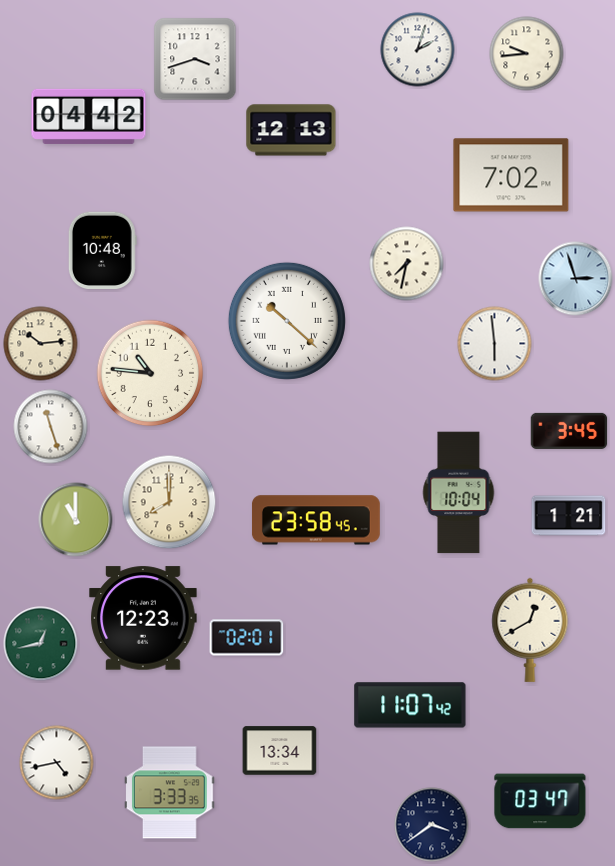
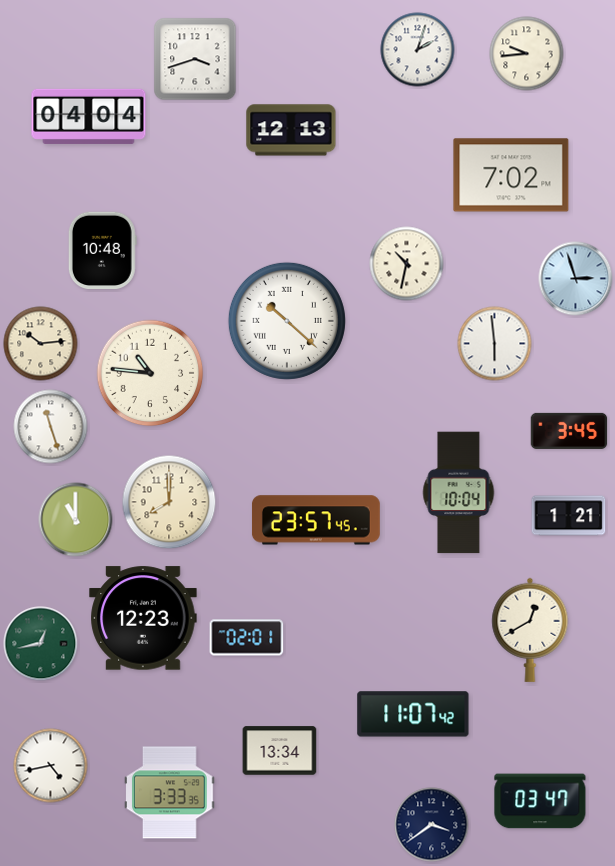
clock at (89, 116): 04:42 -> 04:04
clock at (407, 264): 7:32 -> 10:32
clock at (316, 520): 23:58 -> 23:57
clock at (410, 705) position: (410, 705) -> (413, 714)
clock at (57, 763) position: (57, 763) -> (51, 766)
